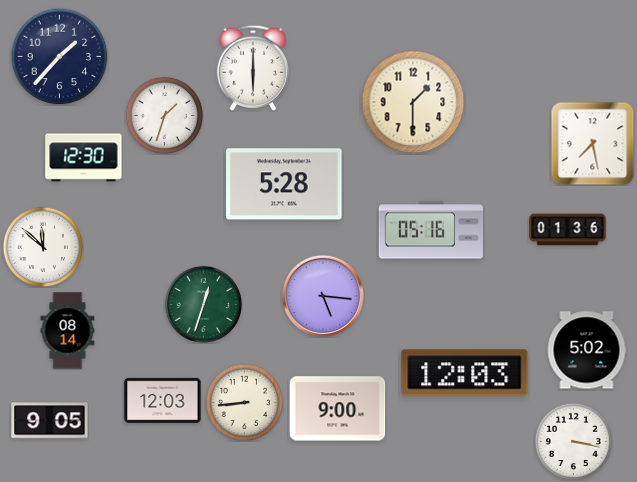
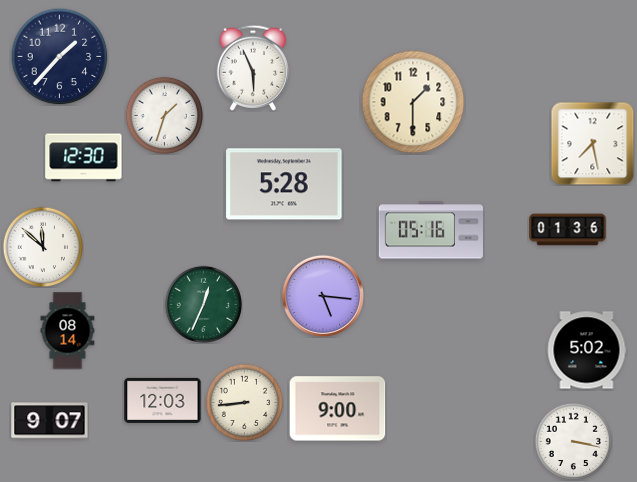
clock at (252, 68): 6:00 -> 5:56
clock at (203, 304): 12:33 -> 12:34
clock at (465, 373): 12:03 -> none
clock at (50, 421): 9:05 -> 9:07
